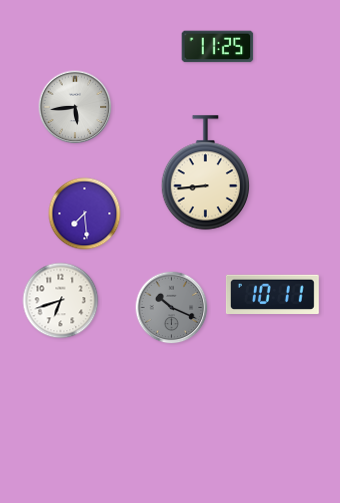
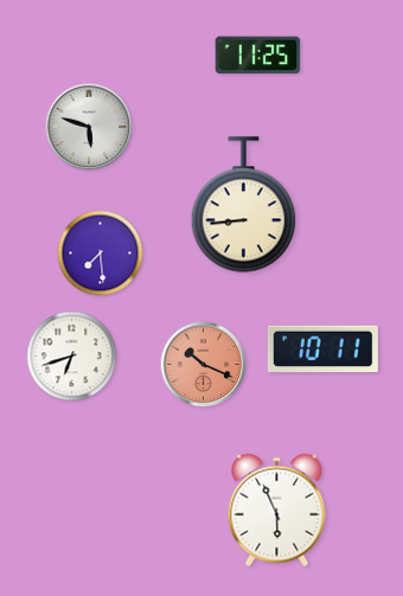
clock at (75, 107): 5:44 -> 5:48
clock at (172, 308) dial: grey -> salmon
clock at (277, 511): none -> 5:56
